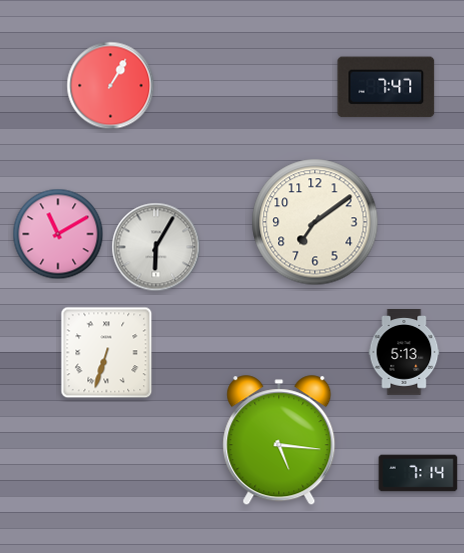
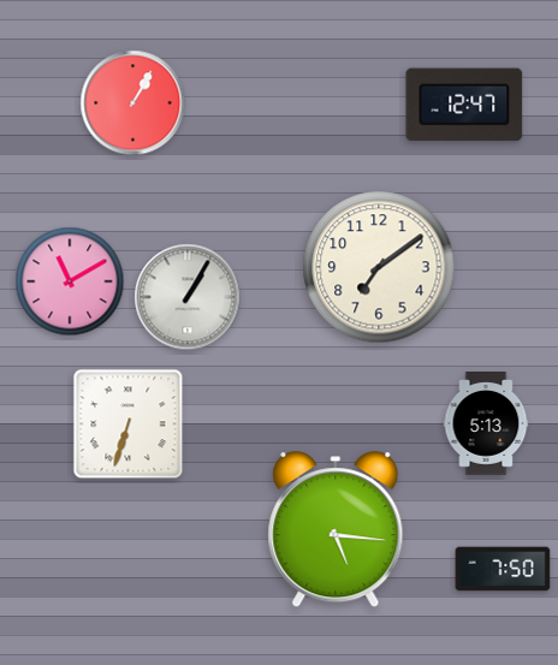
clock at (386, 87): 7:47 -> 12:47
clock at (156, 247): 6:05 -> 1:05
clock at (418, 473): 7:14 -> 7:50
